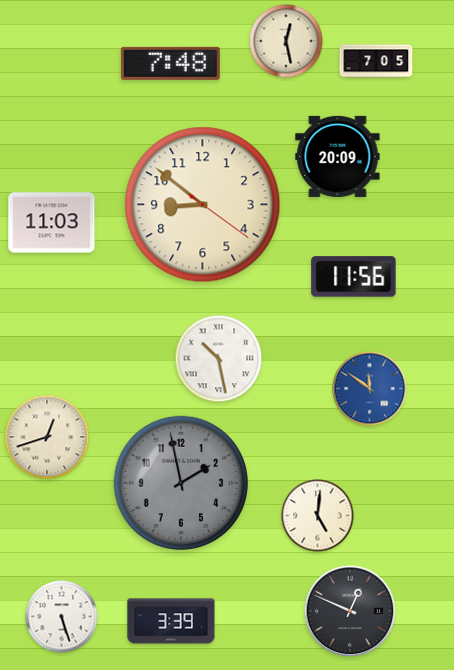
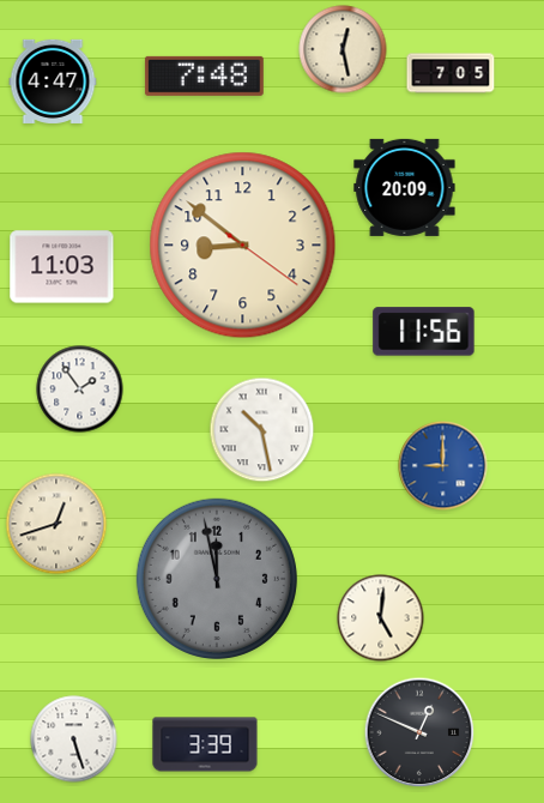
clock at (53, 81): none -> 4:47
clock at (80, 390): none -> 1:54
clock at (370, 389): 11:51 -> 9:00
clock at (181, 483): 1:58 -> 11:58
